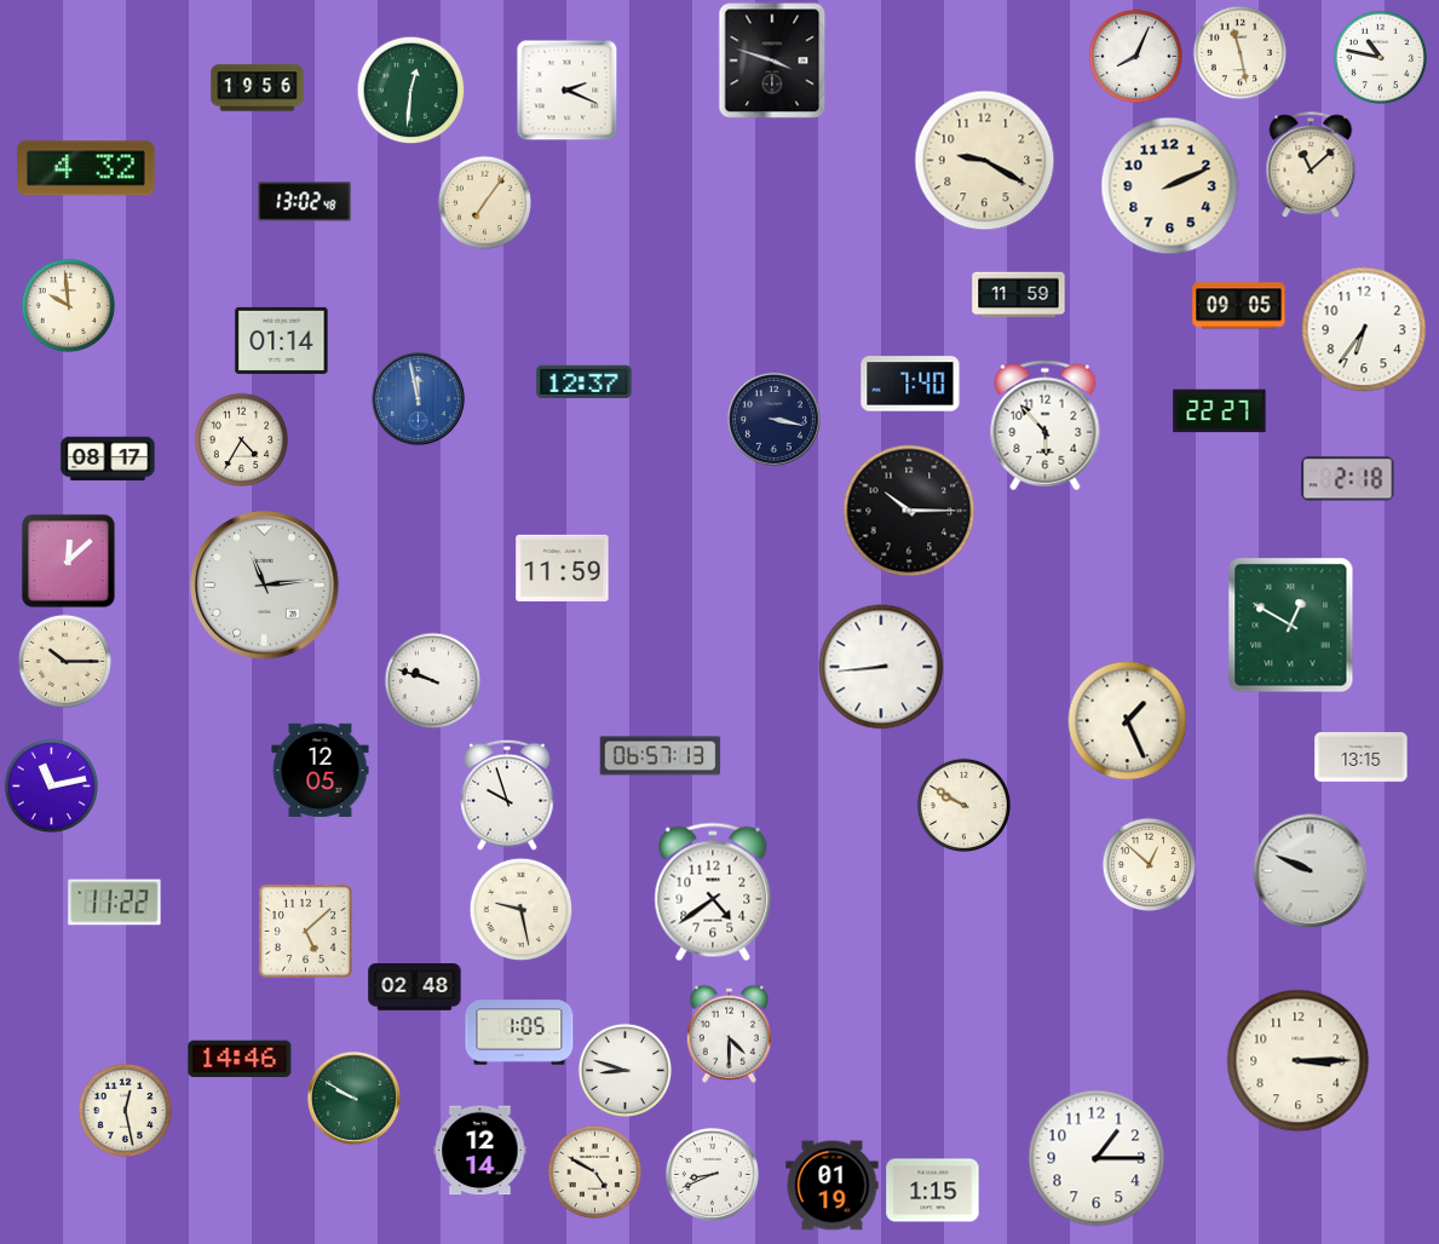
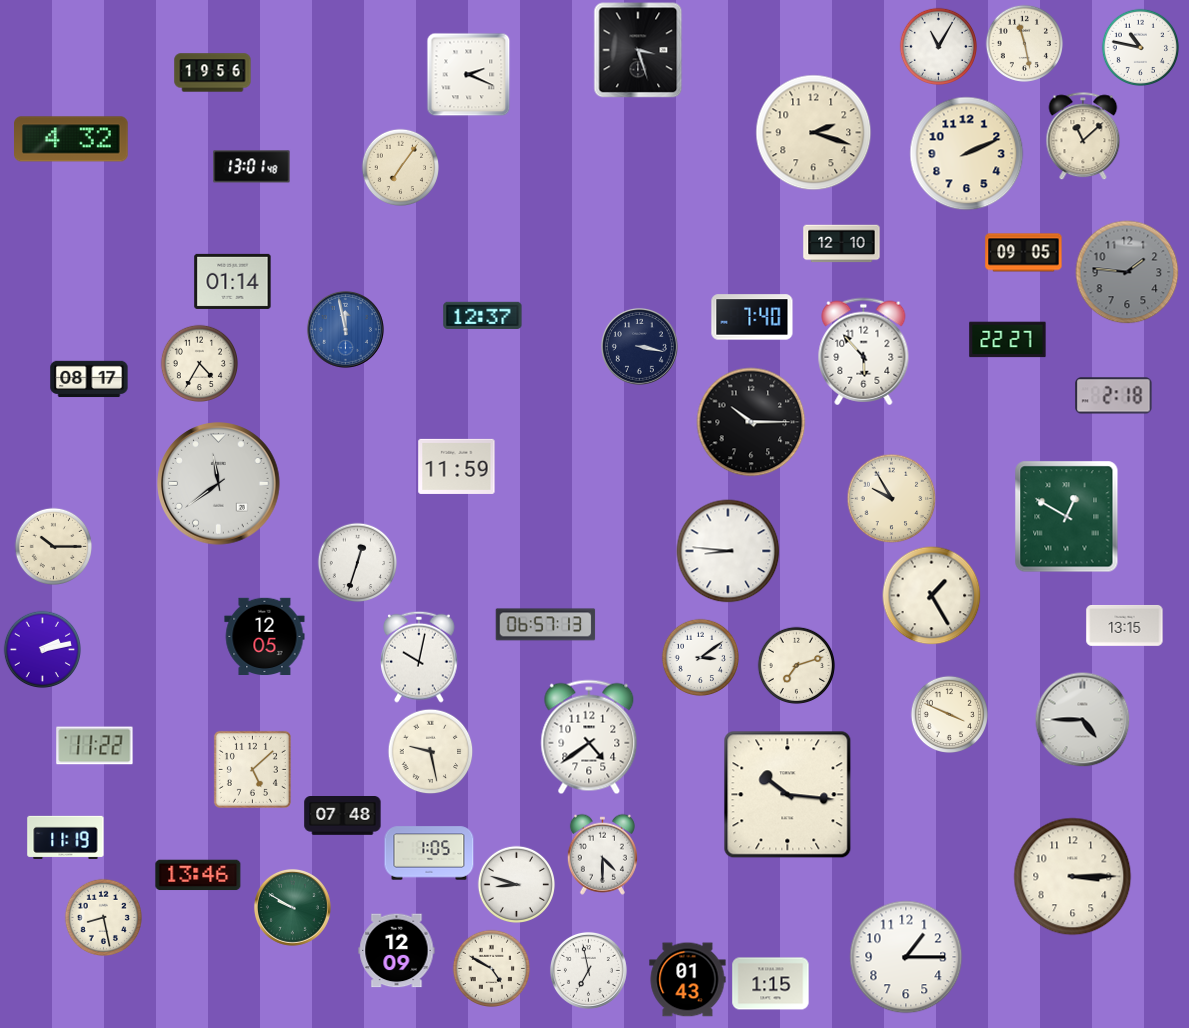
clock at (1135, 56): 8:04 -> 11:05
clock at (772, 61): 3:48 -> 3:27
clock at (410, 90): 12:31 -> none
clock at (985, 161): 9:20 -> 2:18
clock at (305, 202): 13:02 -> 13:01
clock at (1019, 295): 11:59 -> 12:10
clock at (68, 305): 9:59 -> none
clock at (1364, 329): 6:36 -> 1:46
clock at (1364, 329) dial: white -> grey
clock at (68, 560): 12:08 -> none
clock at (563, 568) position: (563, 568) -> (457, 466)
clock at (265, 586): 11:14 -> 11:39
clock at (891, 498): none -> 9:55
clock at (881, 667): 8:44 -> 8:46
clock at (432, 680): 9:48 -> 12:33
clock at (1128, 721): 1:26 -> 1:25
clock at (51, 785): 11:13 -> 2:13
clock at (507, 795): 9:57 -> 10:02
clock at (700, 657): none -> 3:09
clock at (963, 805): 9:50 -> 7:12
clock at (1149, 864): 12:52 -> 3:49
clock at (1310, 870): 9:49 -> 4:45
clock at (788, 795): none -> 10:16
clock at (415, 987): 02:48 -> 07:48
clock at (66, 837): none -> 11:19
clock at (240, 1059): 14:46 -> 13:46
clock at (125, 1110): 12:28 -> 8:28
clock at (480, 1151): 12:14 -> 12:09
clock at (712, 1174): 8:41 -> 6:58
clock at (833, 1186): 01:19 -> 01:43
